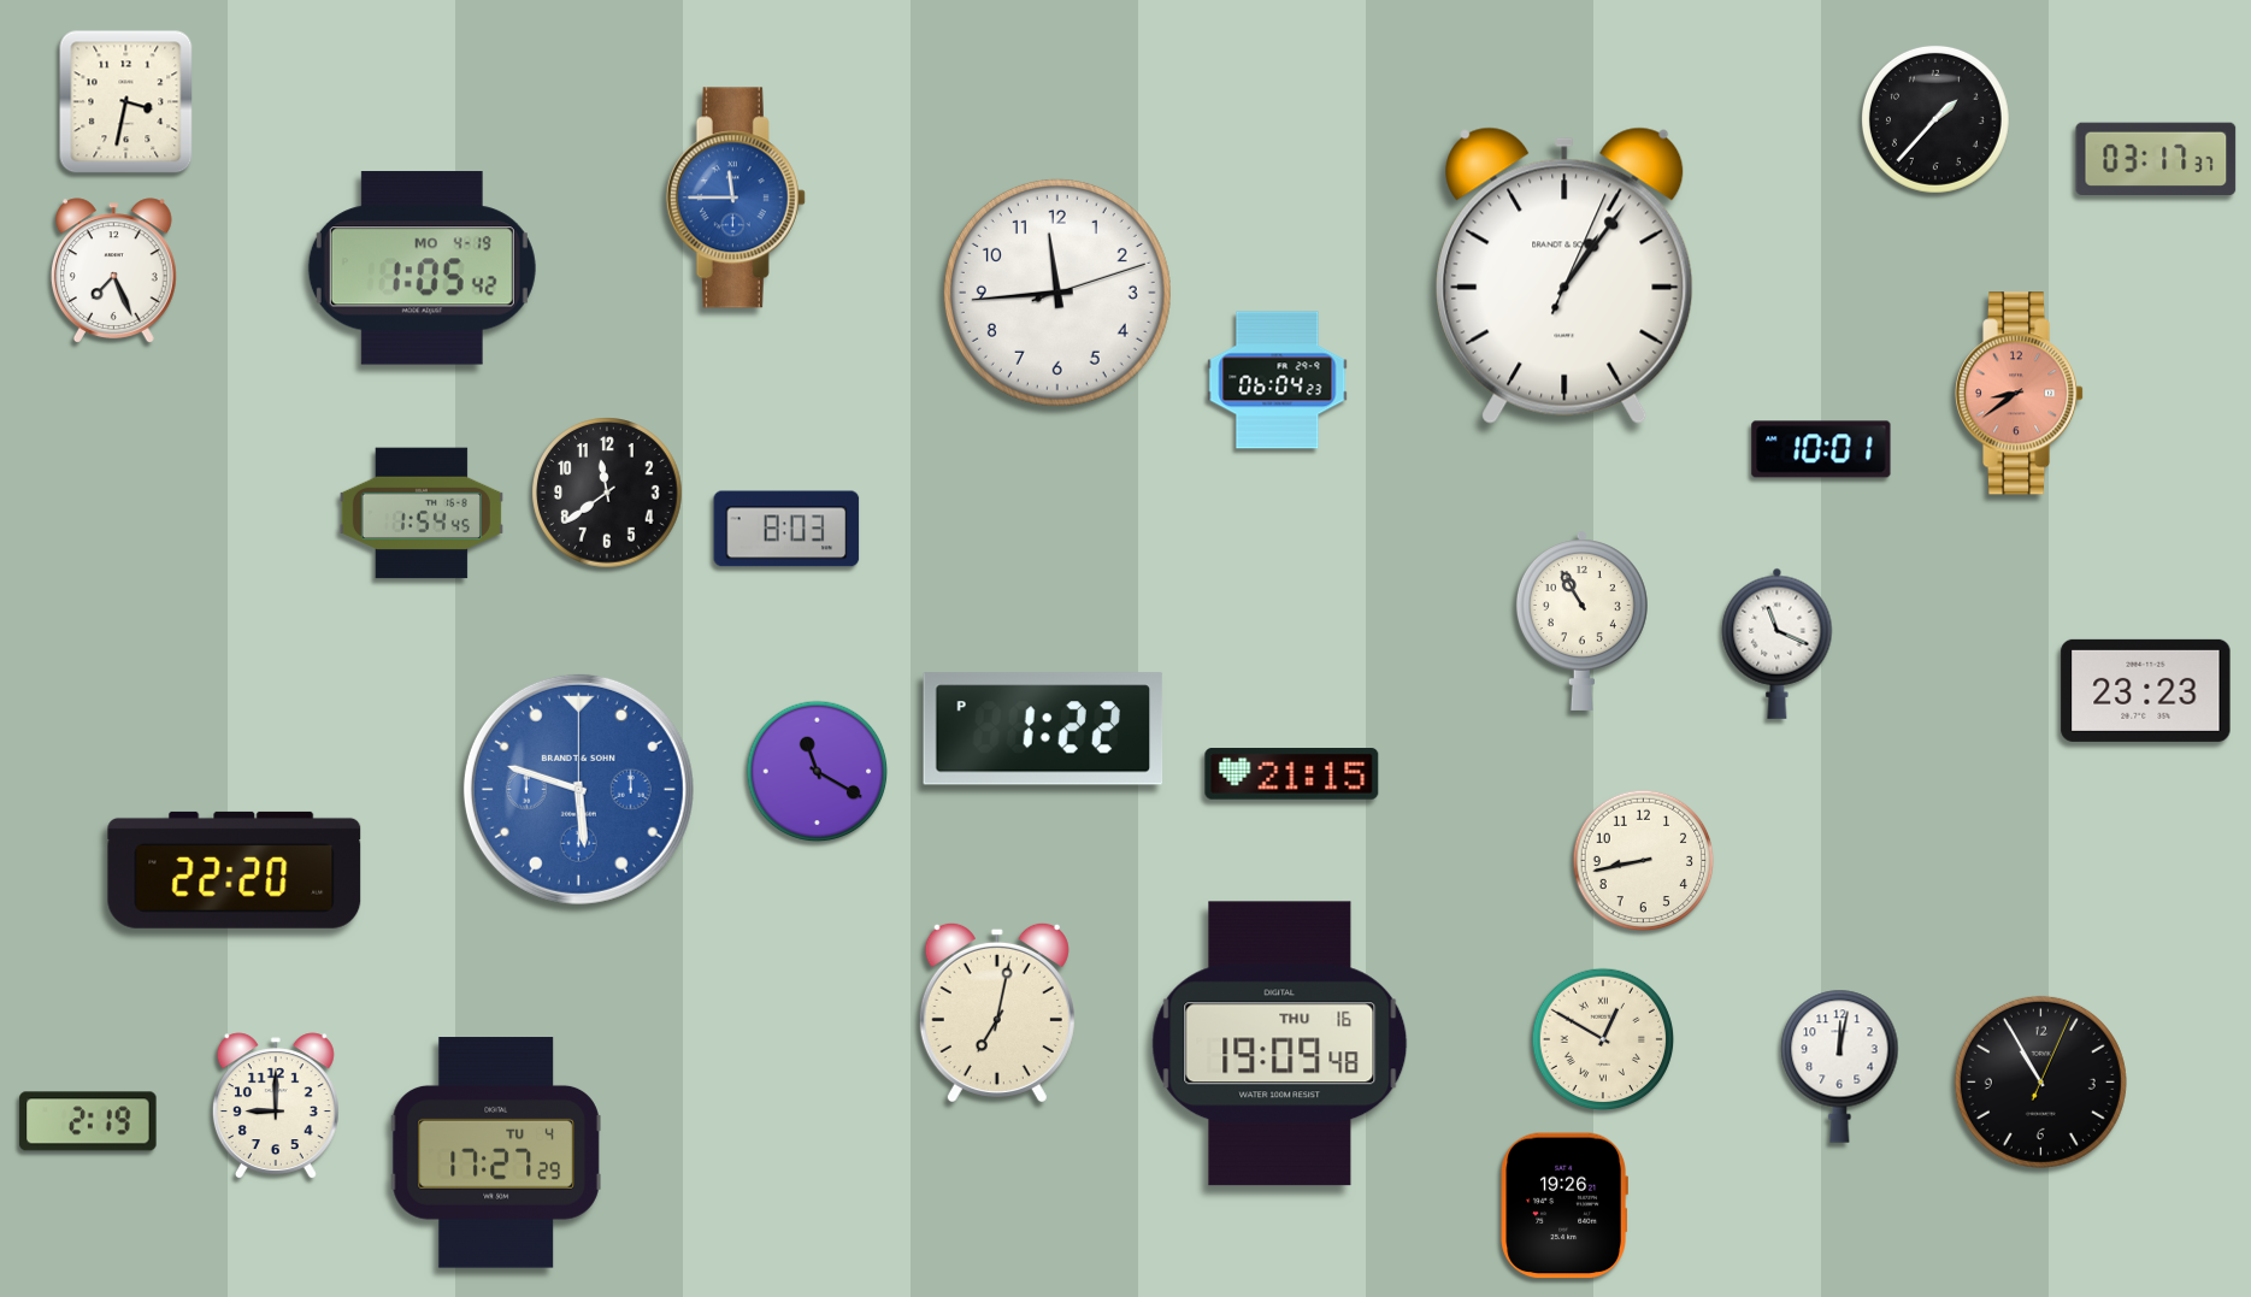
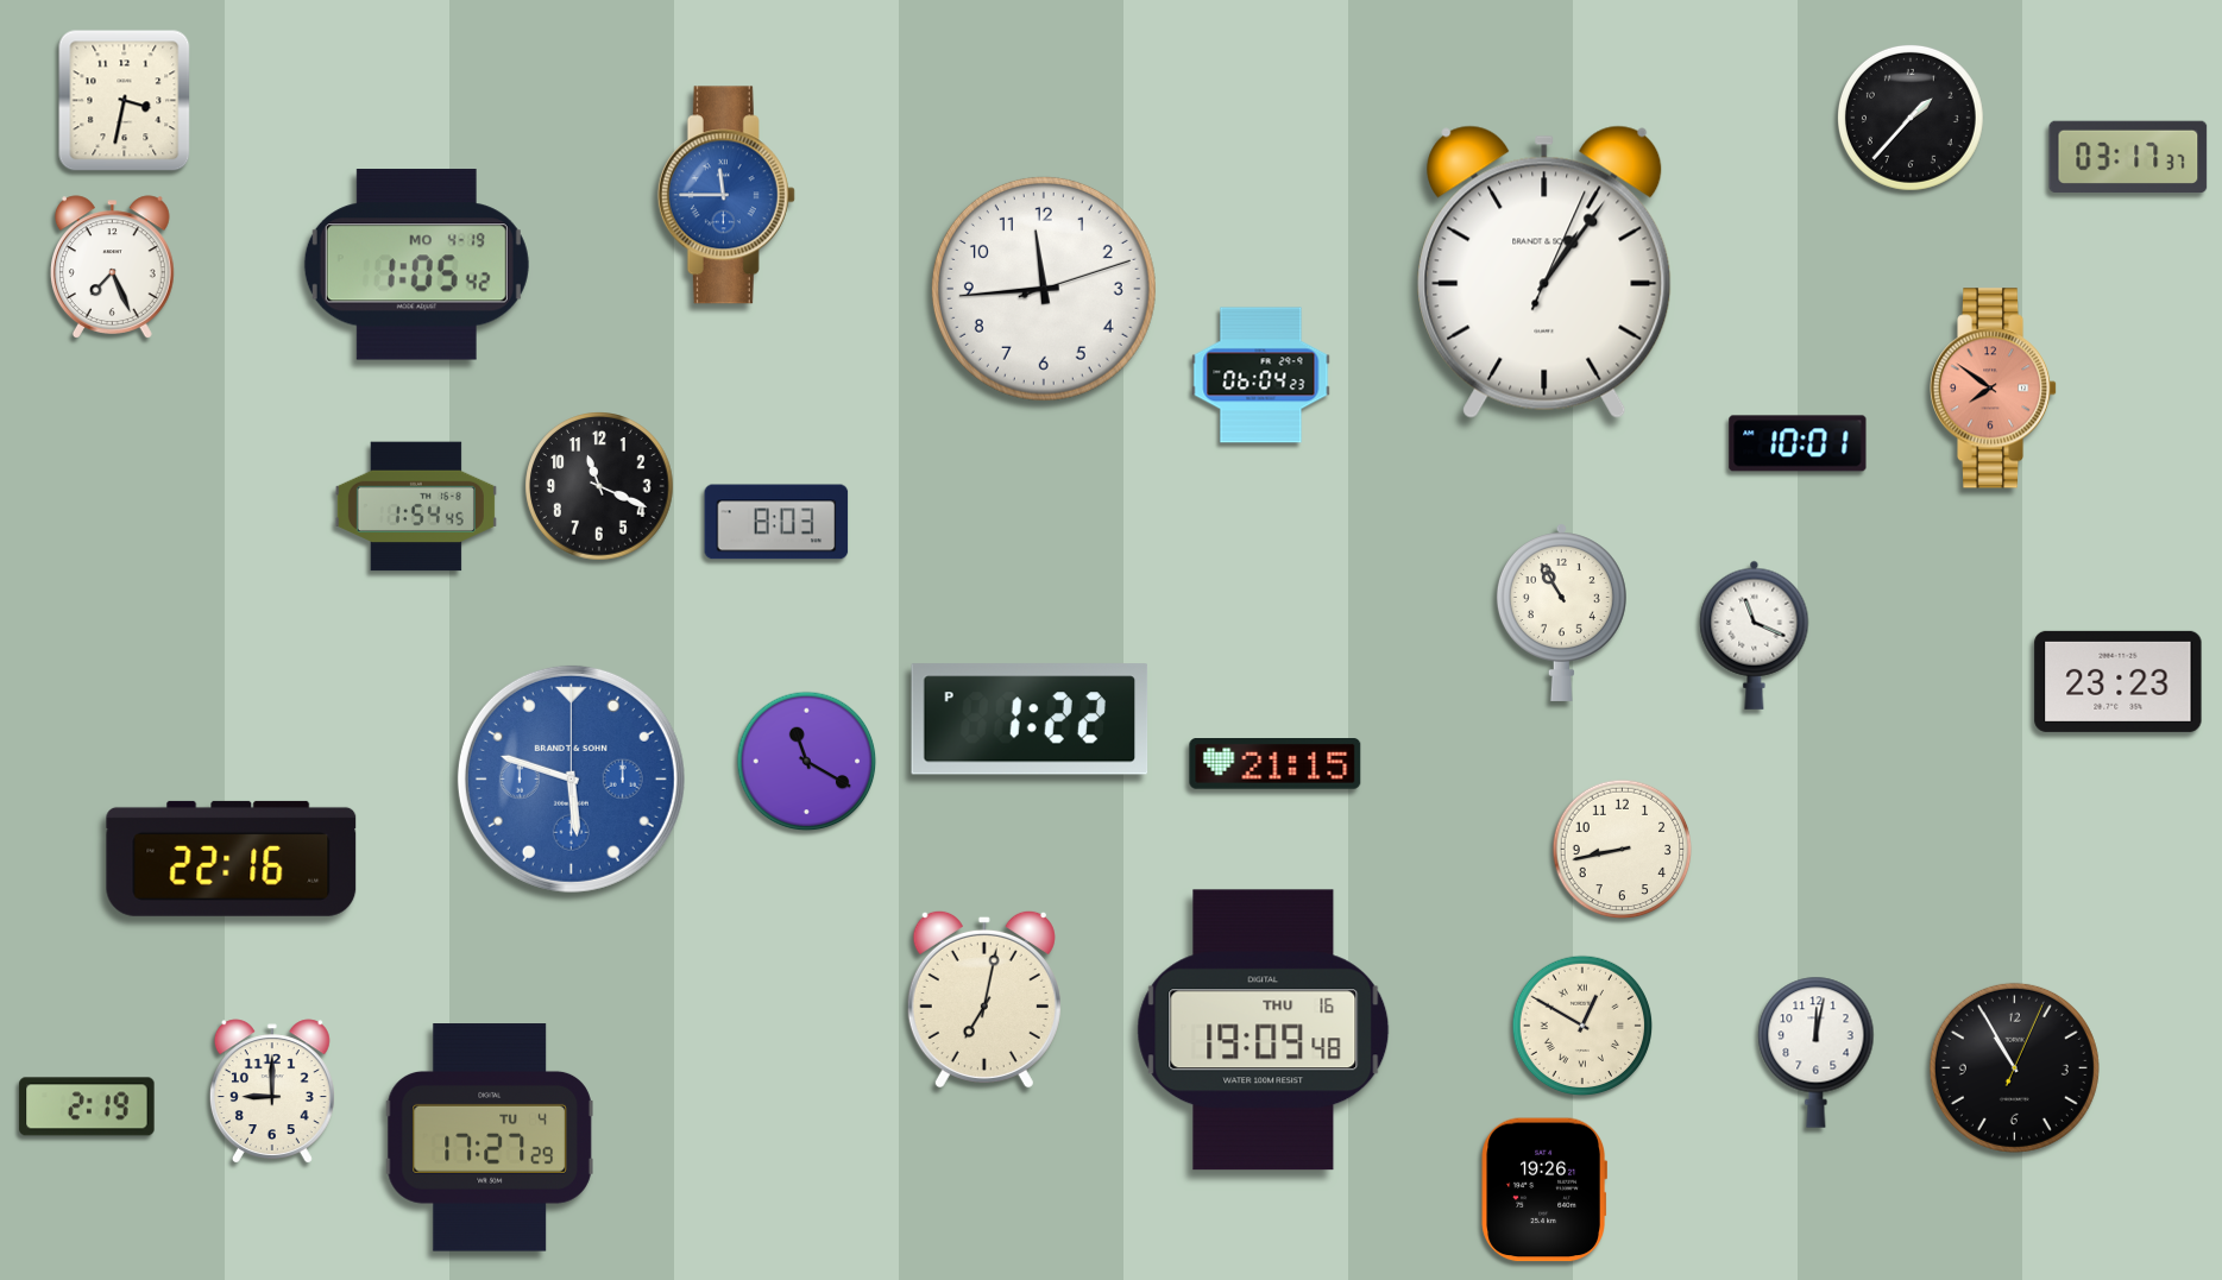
clock at (2021, 394): 8:39 -> 7:51
clock at (607, 493): 11:39 -> 11:19
clock at (235, 869): 22:20 -> 22:16
